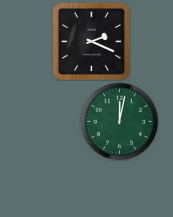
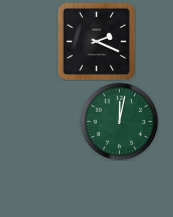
clock at (91, 41) position: (91, 41) -> (96, 41)
